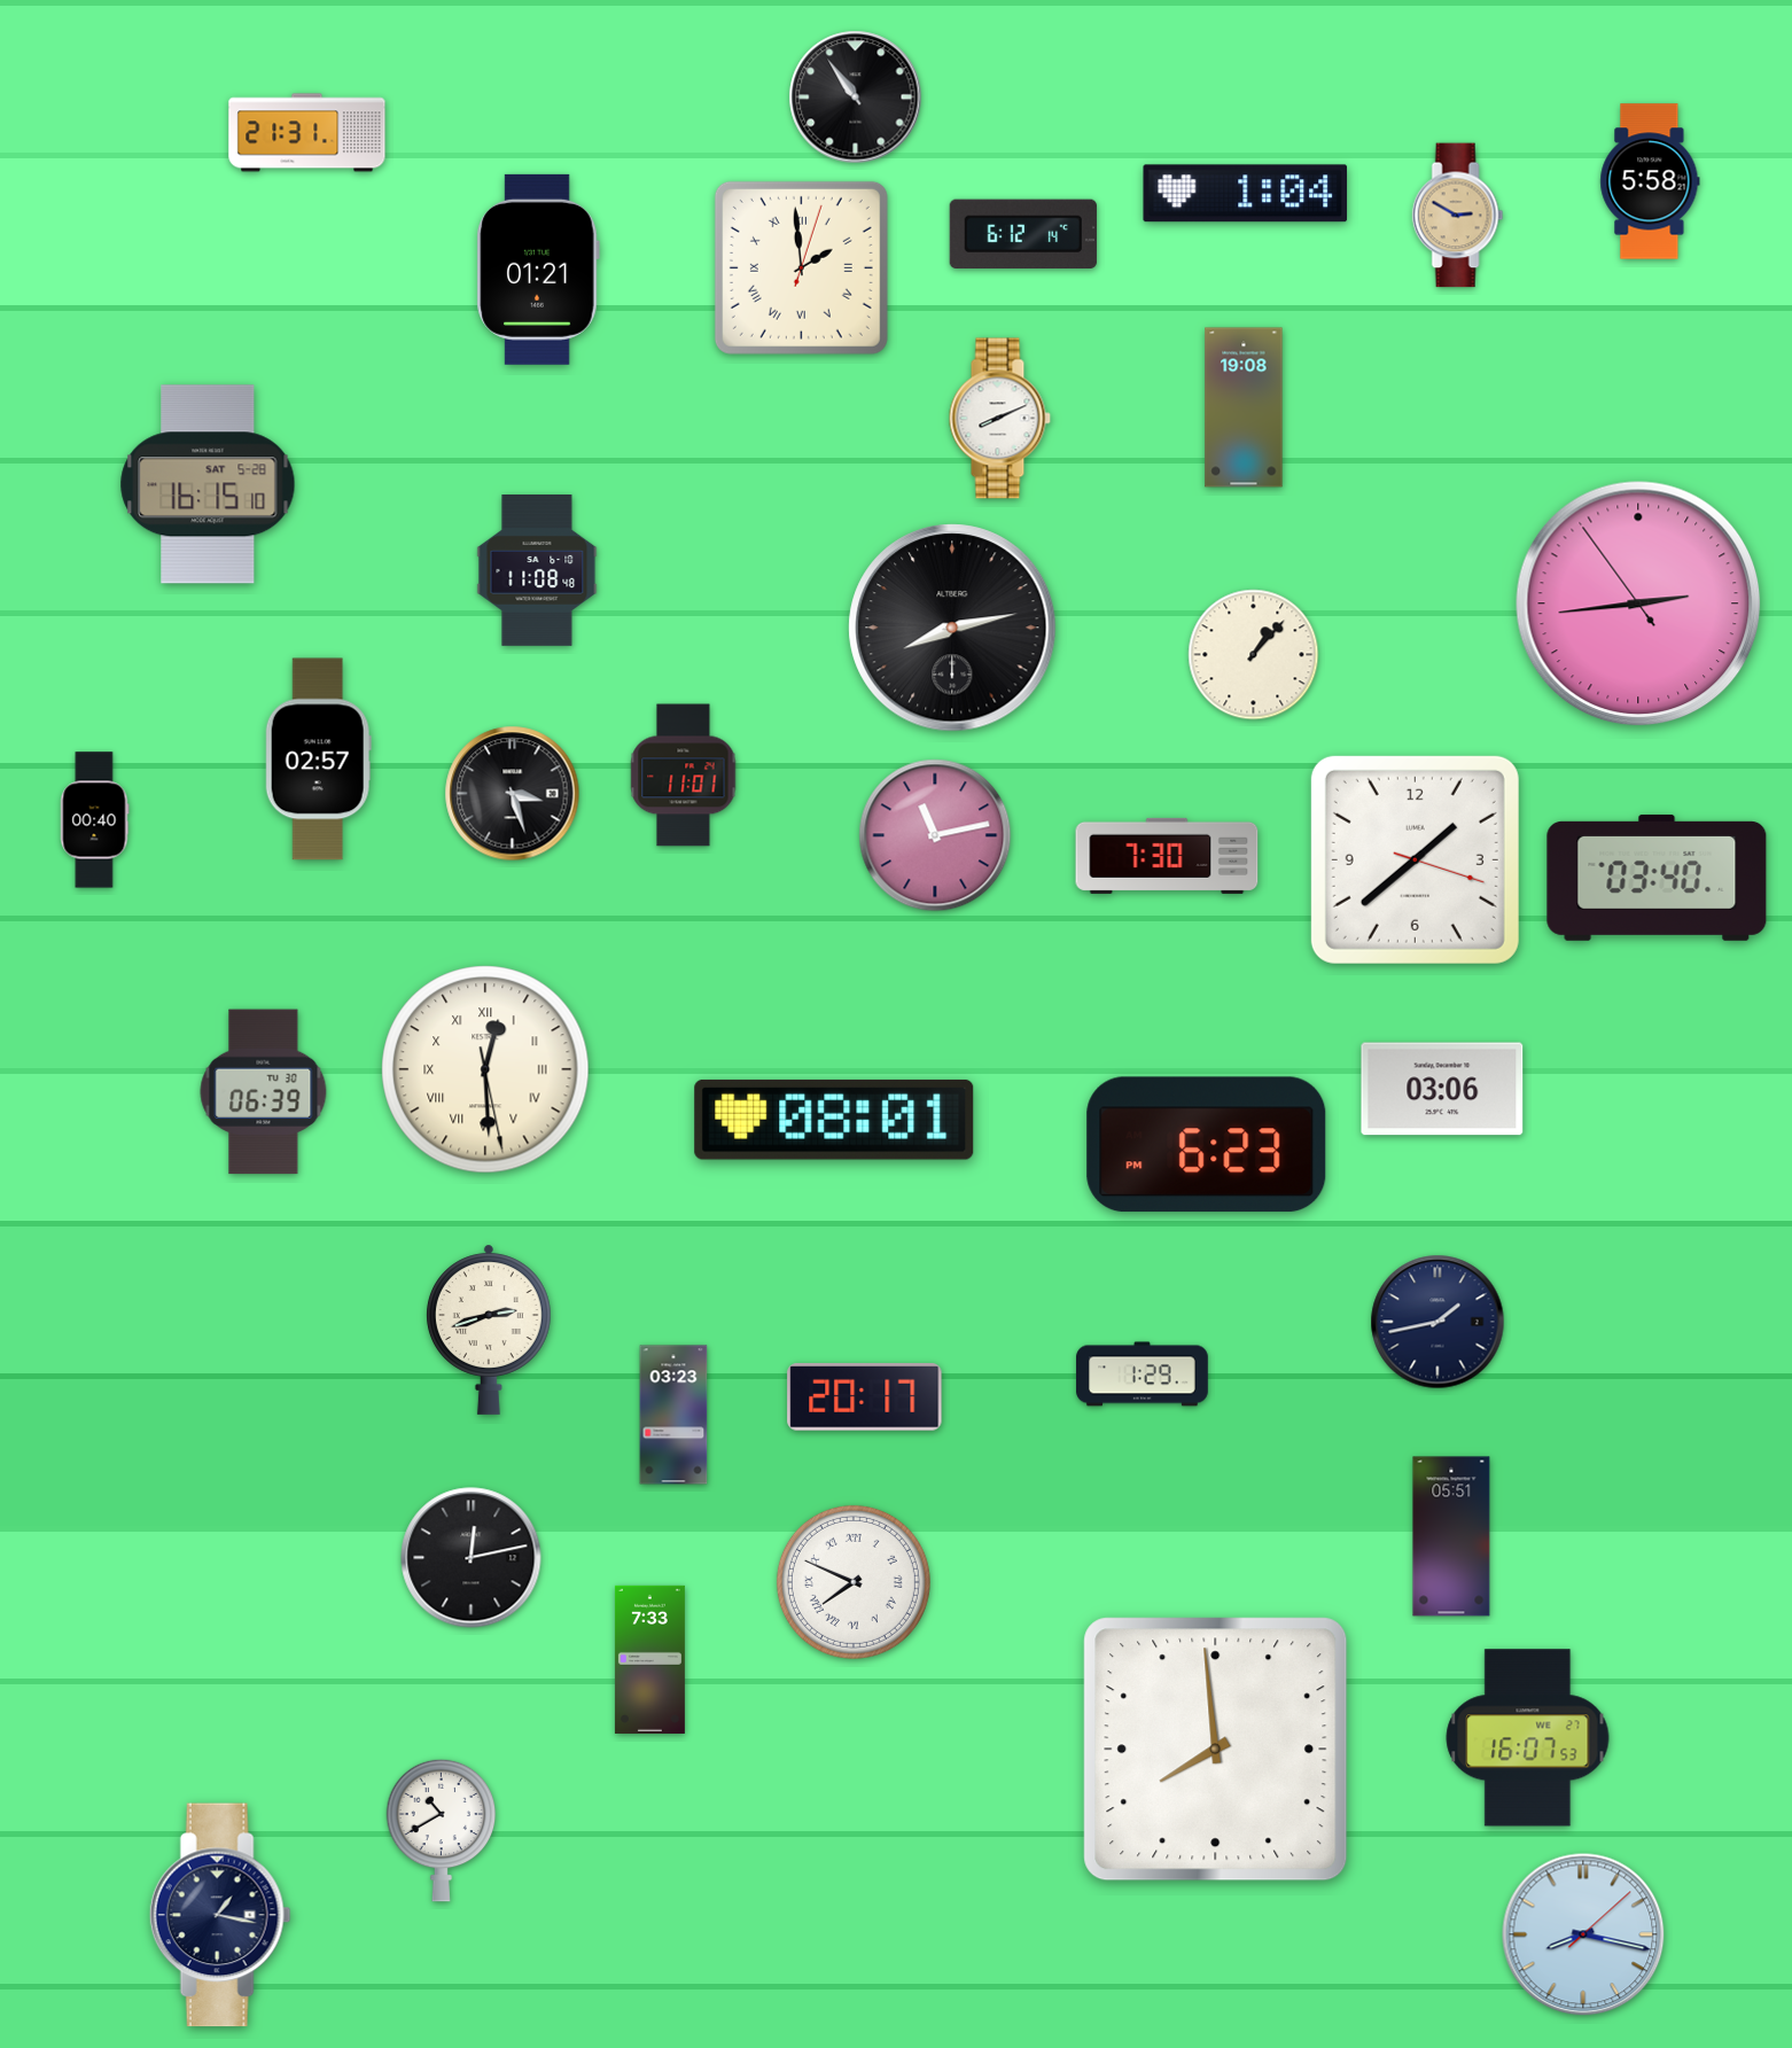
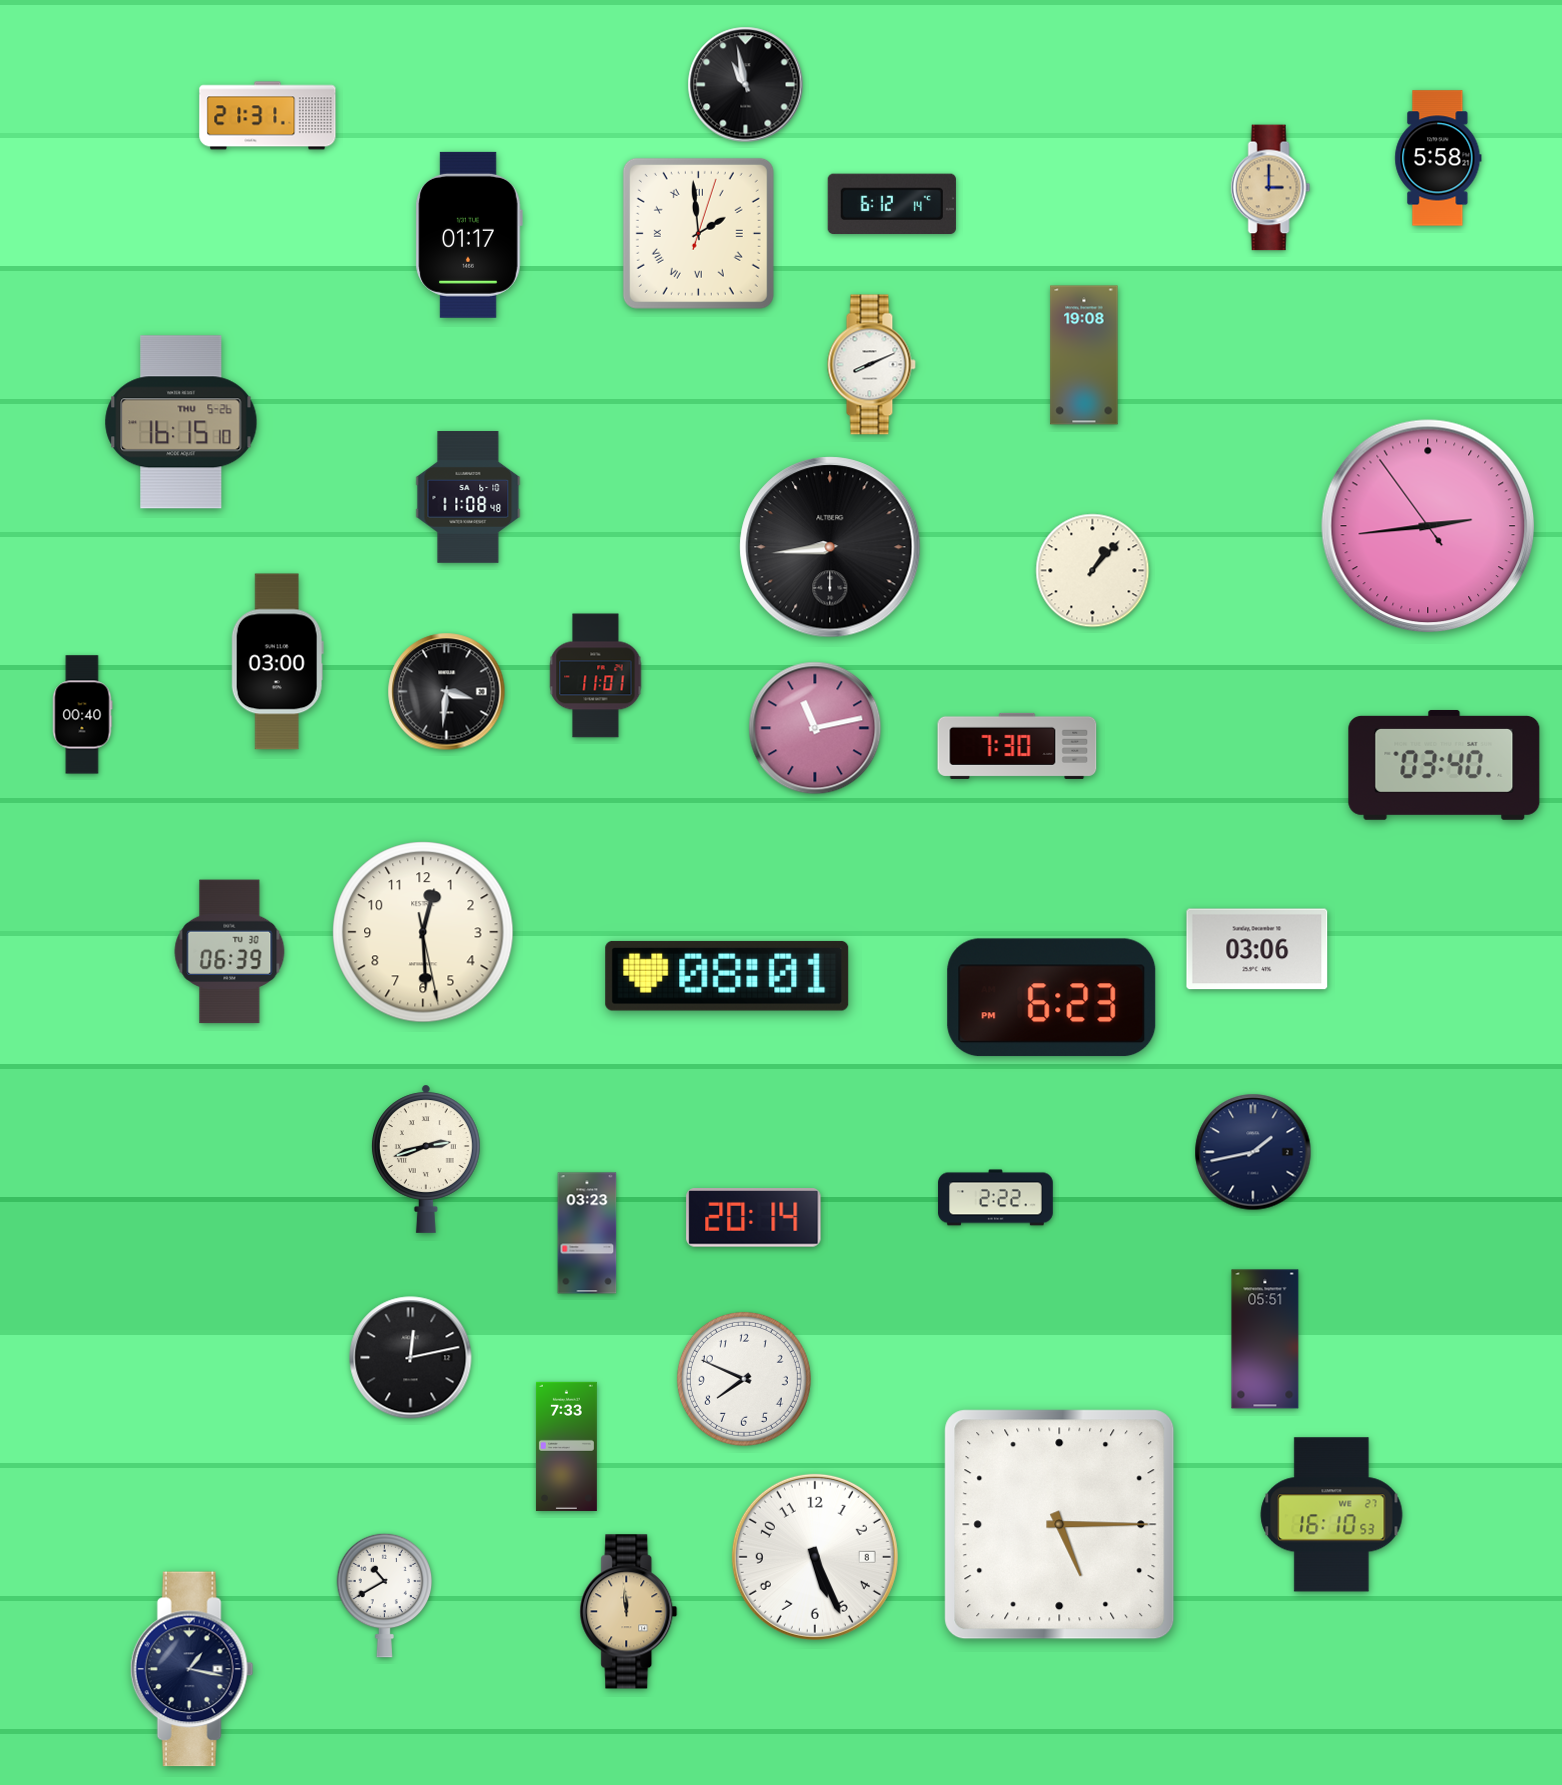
clock at (856, 98): 10:54 -> 10:58
clock at (1246, 194): 1:04 -> none
clock at (1458, 216): 2:50 -> 3:00
clock at (538, 270): 01:21 -> 01:17
clock at (208, 484) date: SAT 5-28 -> THU 5-26
clock at (952, 628): 8:13 -> 8:44
clock at (318, 760): 02:57 -> 03:00
clock at (513, 794): 3:27 -> 3:31
clock at (1415, 859): 1:38 -> none
clock at (485, 1069) numerals: Roman -> Arabic
clock at (1143, 1375): 1:29 -> 2:22
clock at (865, 1397): 20:17 -> 20:14
clock at (854, 1582) numerals: Roman -> Arabic
clock at (1528, 1738): 16:07 -> 16:10
clock at (1216, 1750): 7:59 -> 5:15
clock at (815, 1557): none -> 5:26
clock at (629, 1612): none -> 11:59
clock at (1583, 1934): 8:17 -> none
